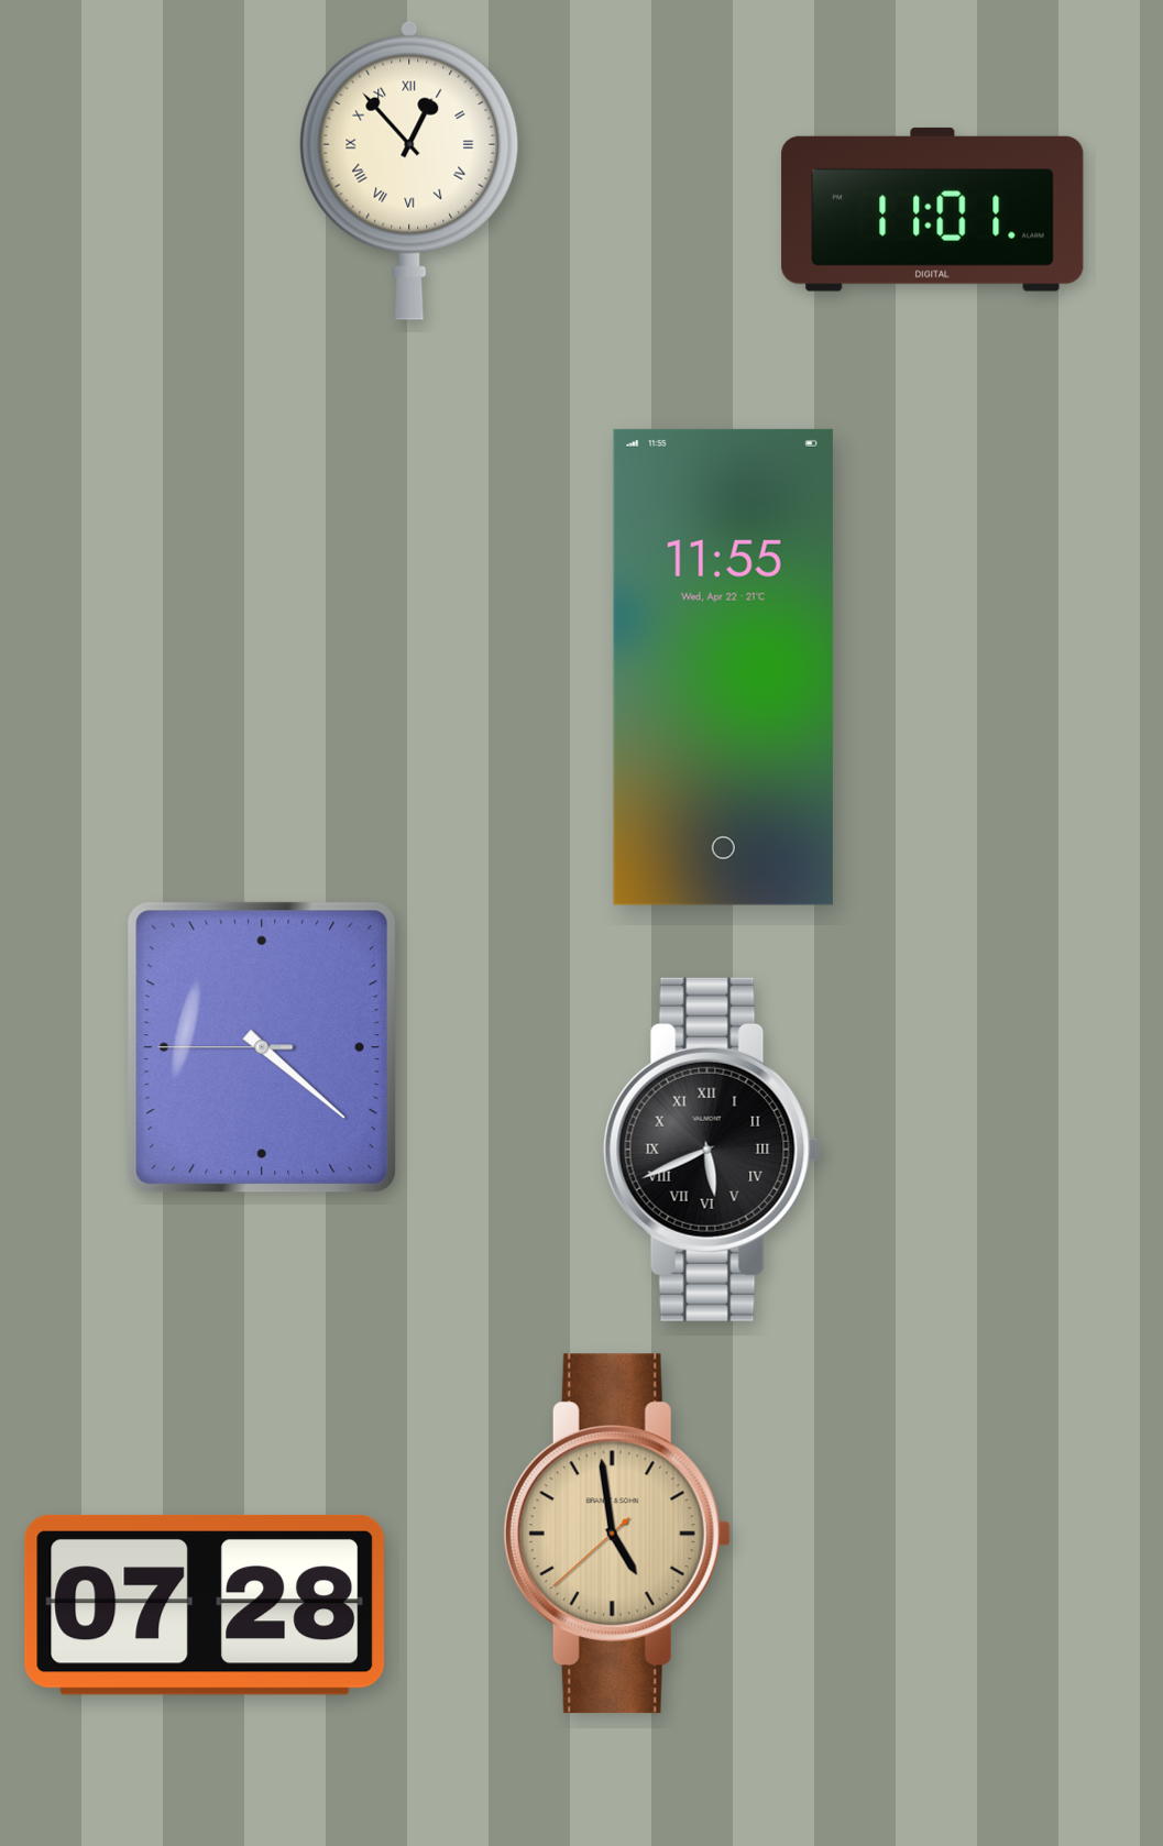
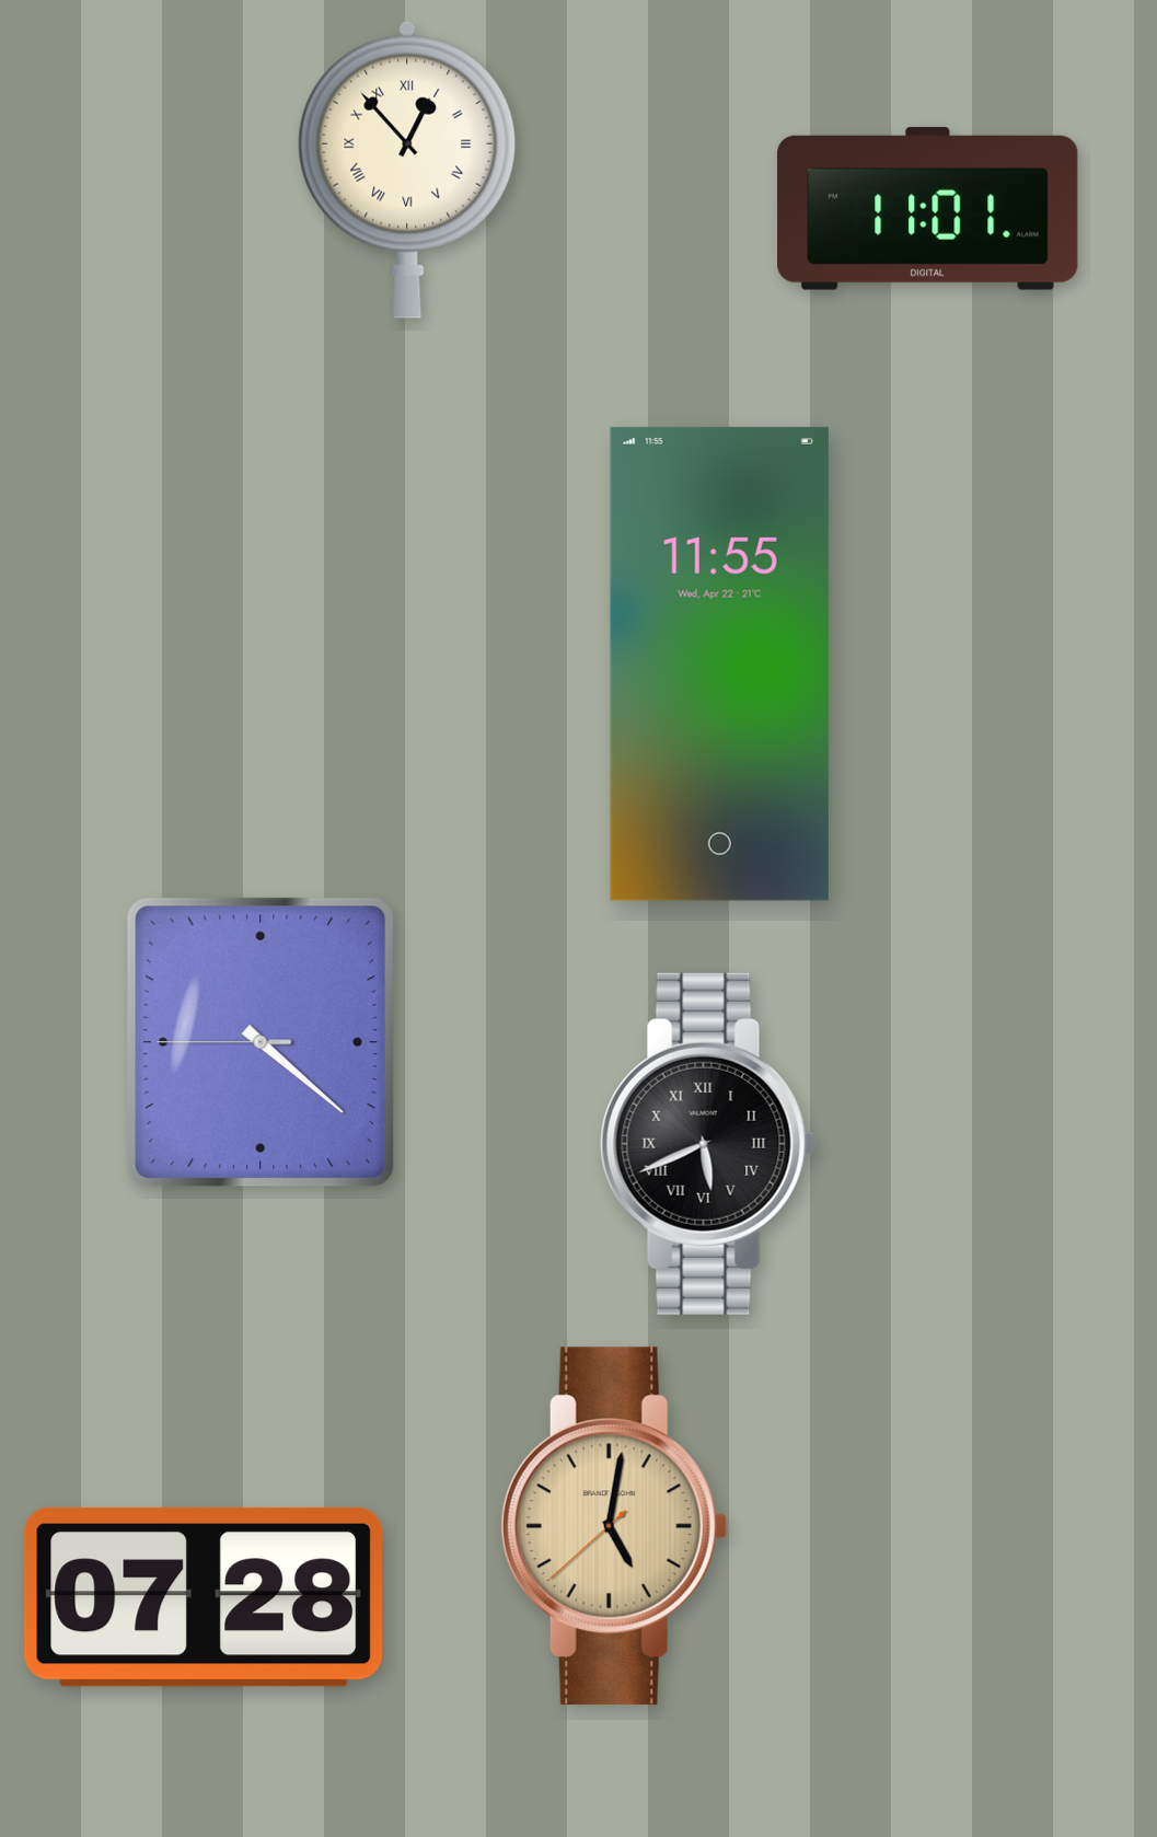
clock at (617, 1534): 4:58 -> 5:01
